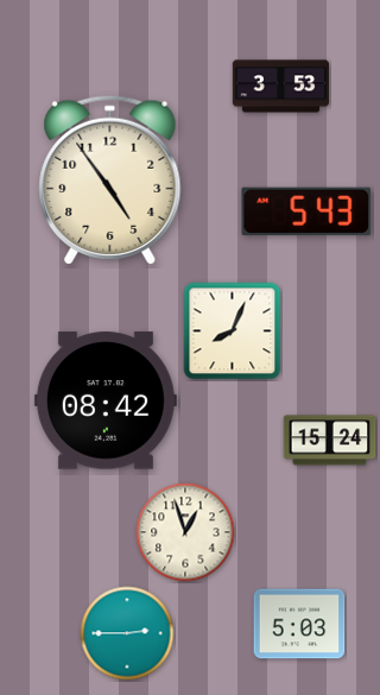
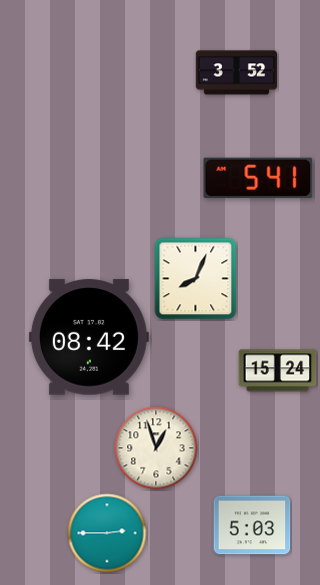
clock at (281, 87): 3:53 -> 3:52
clock at (110, 179): 4:54 -> none
clock at (306, 210): 5:43 -> 5:41
